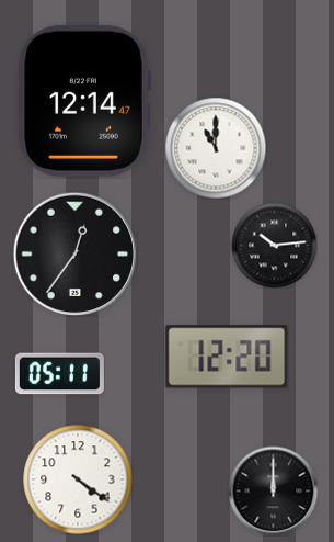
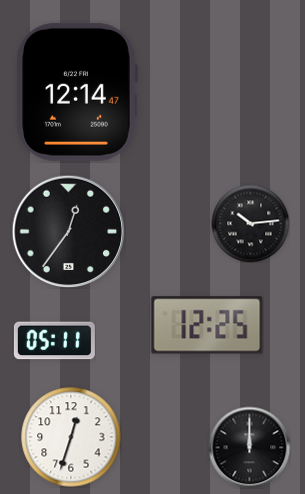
clock at (216, 148): 11:00 -> none
clock at (227, 357): 12:20 -> 12:25
clock at (78, 479): 4:21 -> 12:33
